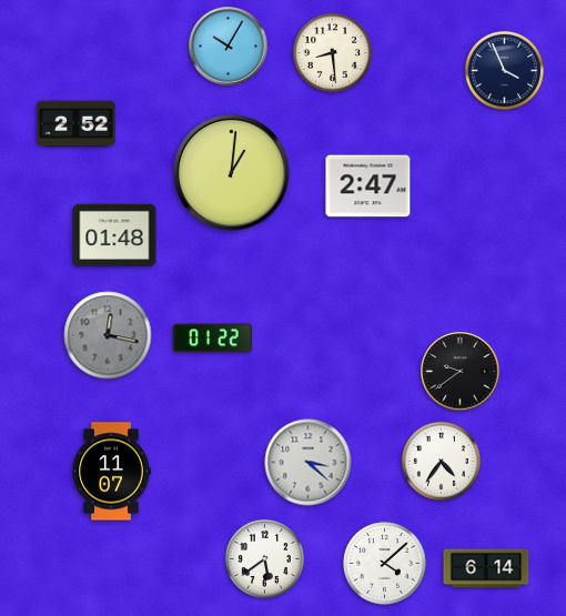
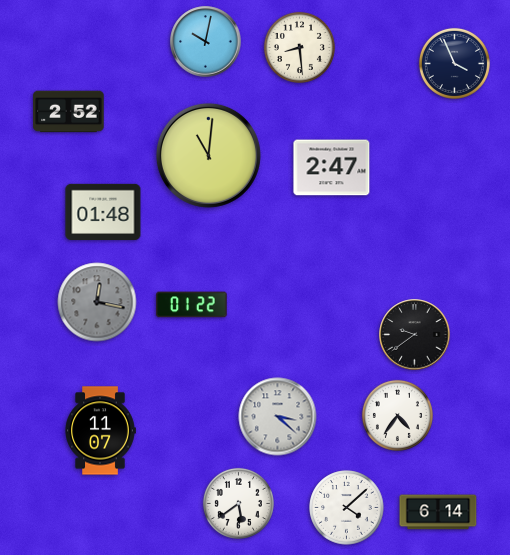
clock at (229, 47): 10:05 -> 10:02
clock at (231, 172): 1:01 -> 11:01
clock at (111, 472) position: (111, 472) -> (100, 431)
